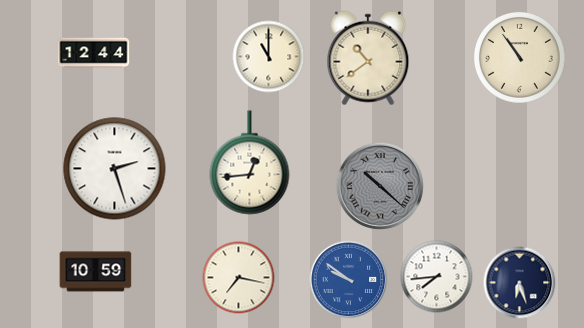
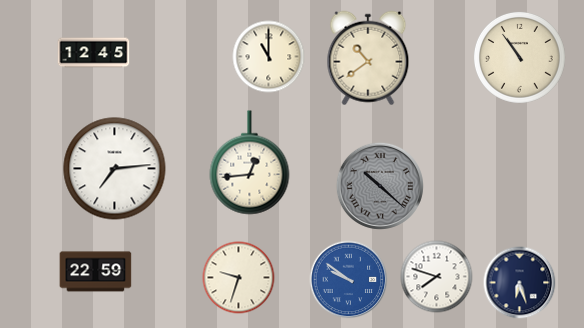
clock at (94, 53): 12:44 -> 12:45
clock at (115, 169): 2:27 -> 7:14
clock at (96, 272): 10:59 -> 22:59
clock at (437, 277): 7:44 -> 7:48
clock at (239, 278): 7:17 -> 9:33
